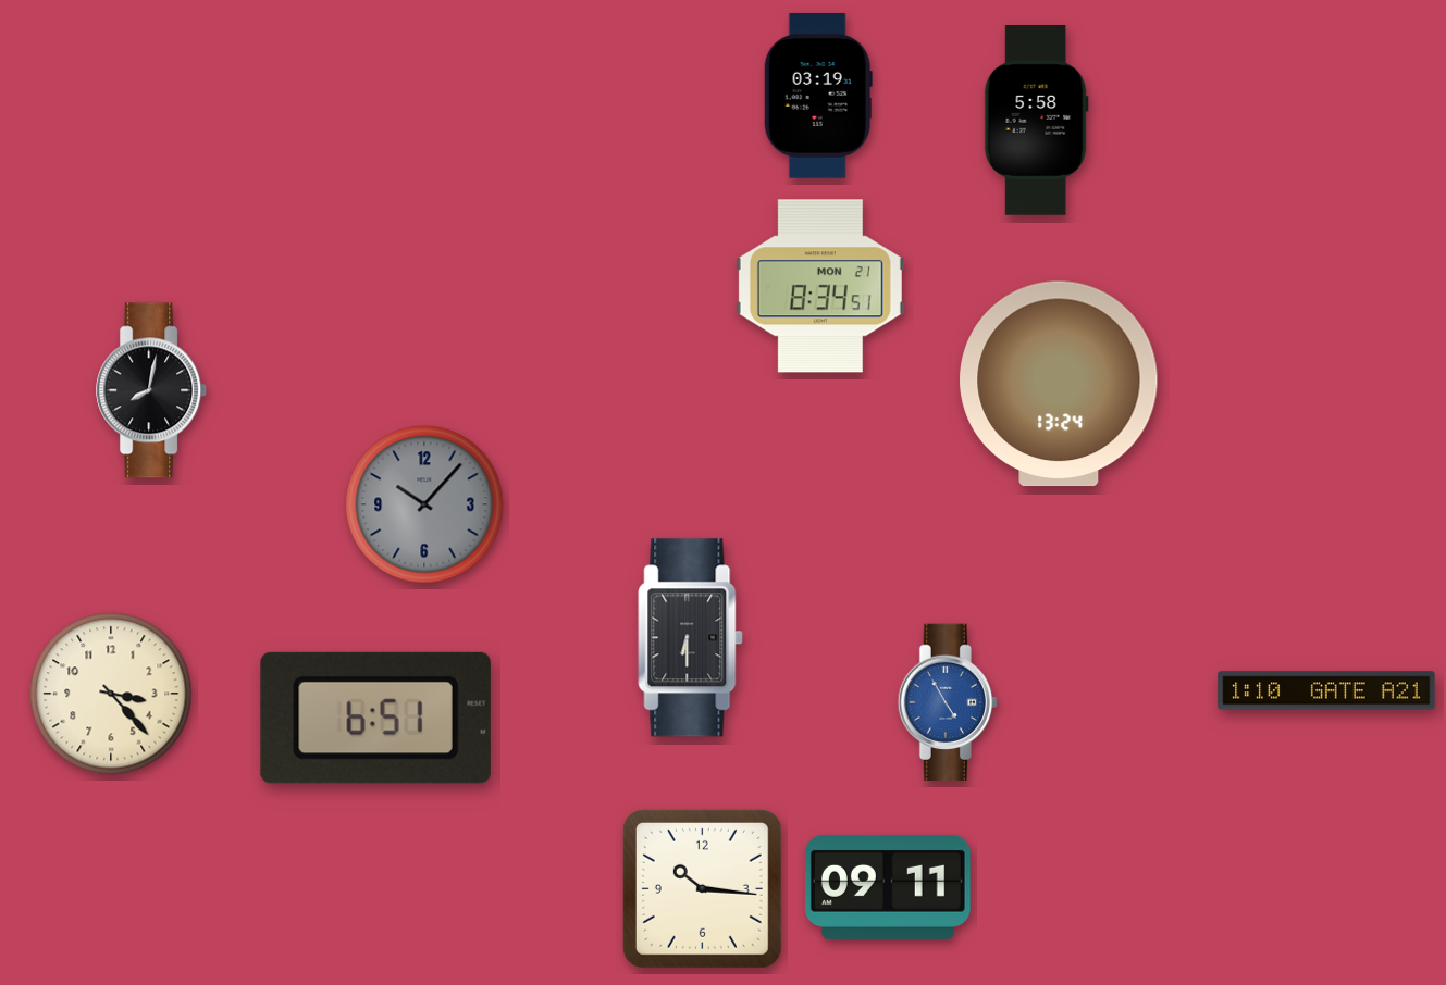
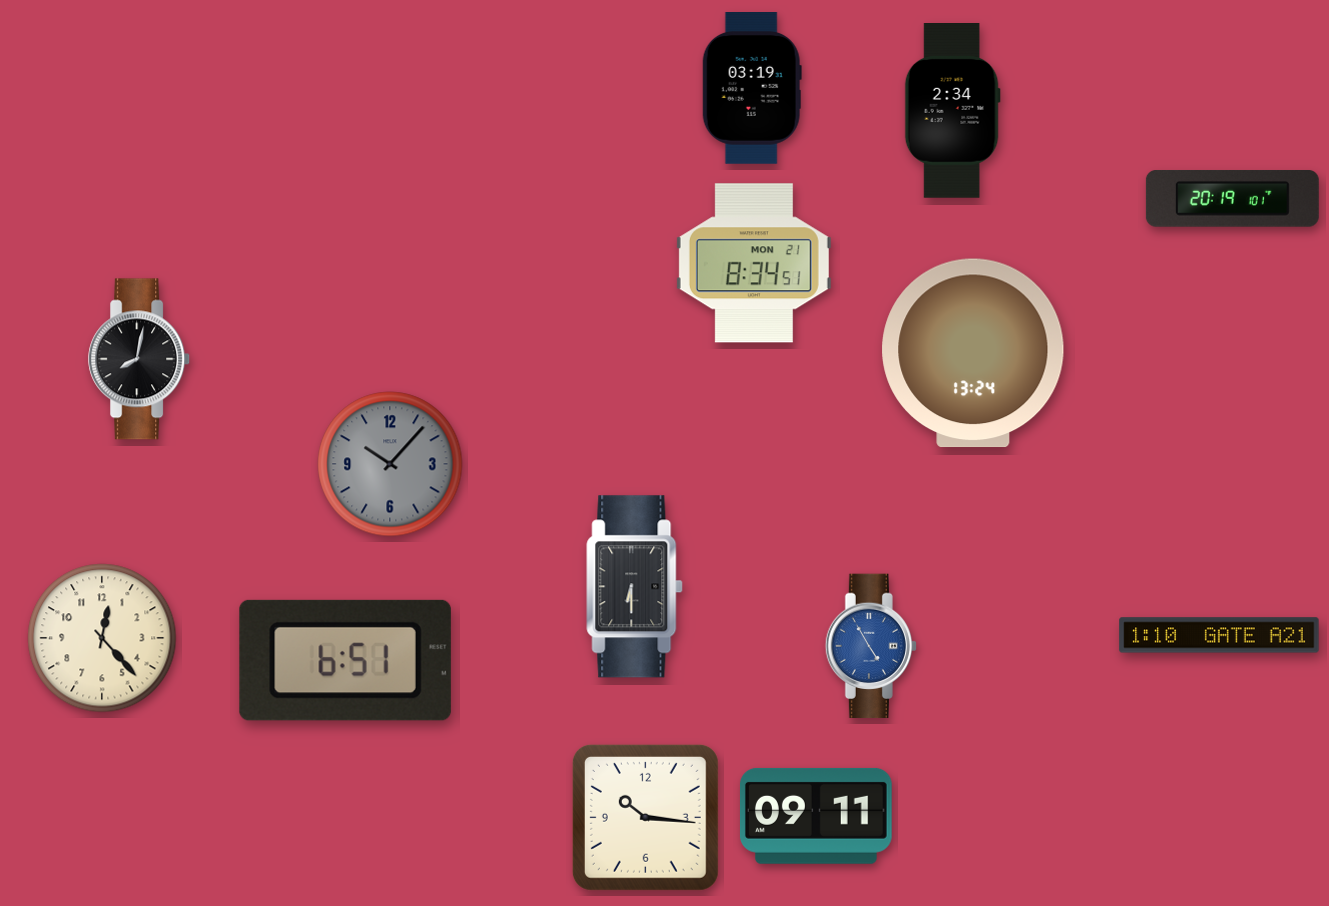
clock at (1036, 121): 5:58 -> 2:34
clock at (1232, 199): none -> 20:19
clock at (111, 694): 3:23 -> 12:23
